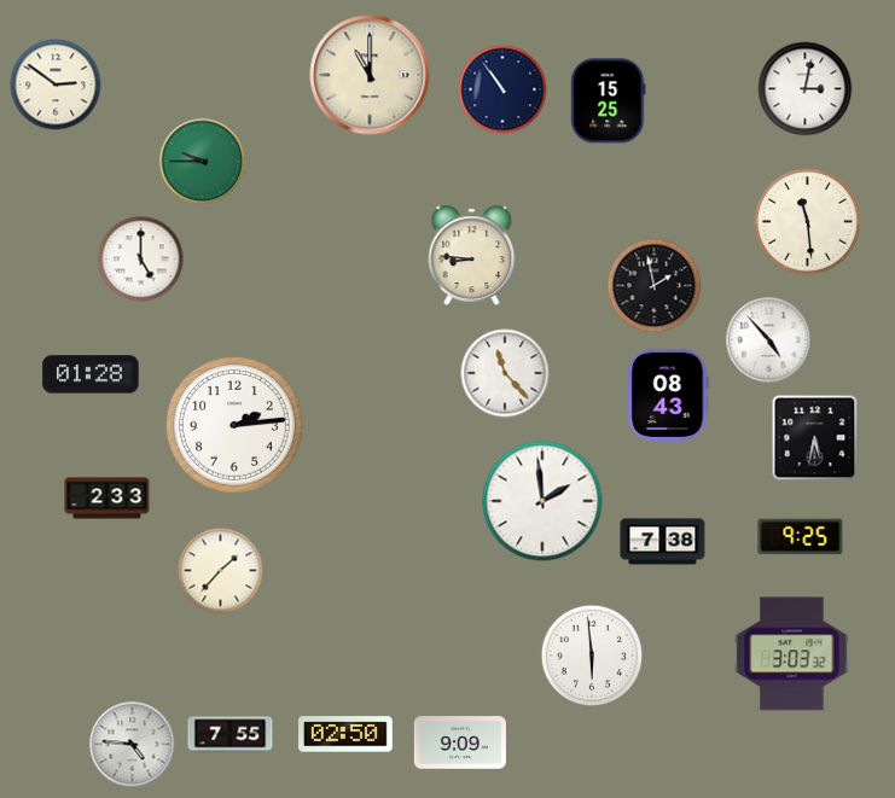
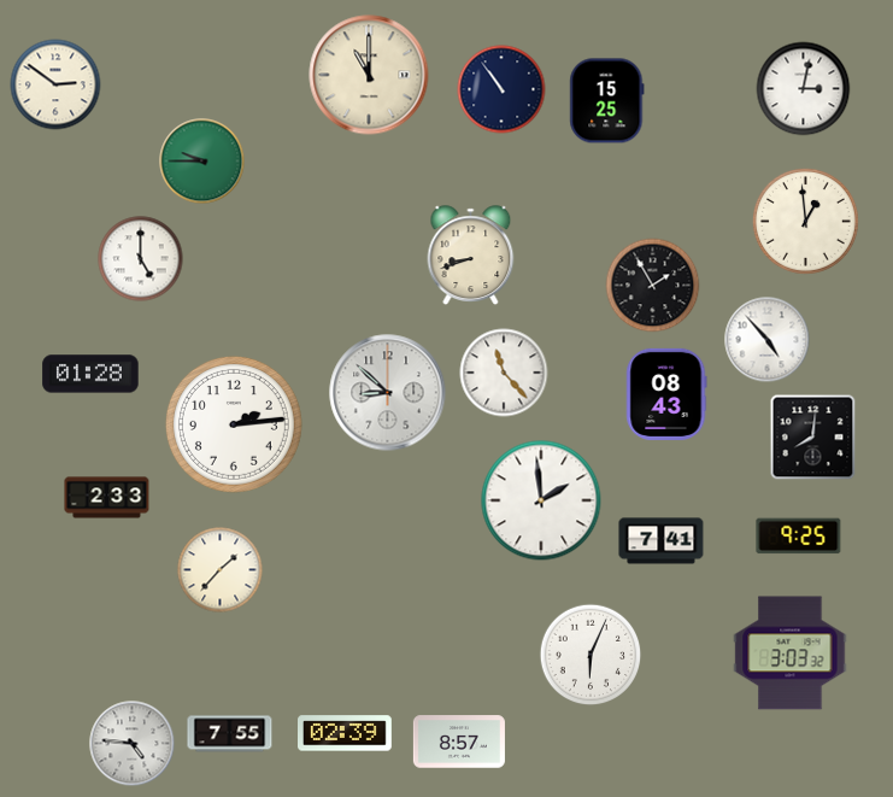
clock at (807, 221): 11:29 -> 12:59
clock at (472, 256): 8:46 -> 8:42
clock at (655, 286): 1:58 -> 1:55
clock at (388, 393): none -> 8:52
clock at (815, 438): 5:32 -> 8:01
clock at (663, 542): 7:38 -> 7:41
clock at (592, 656): 5:59 -> 6:04
clock at (347, 734): 02:50 -> 02:39
clock at (460, 742): 9:09 -> 8:57
